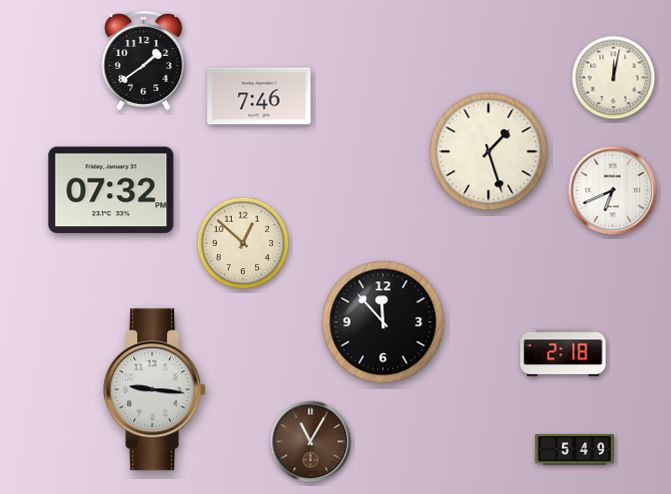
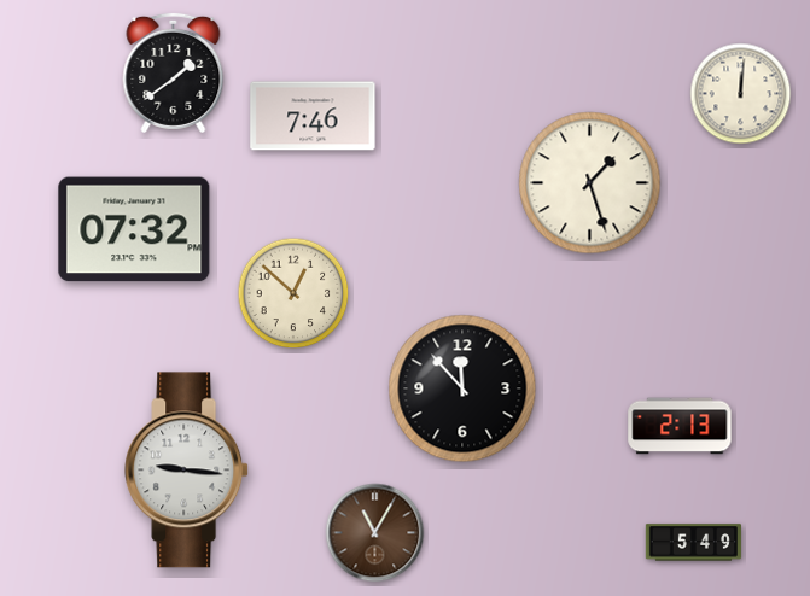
clock at (614, 78): 12:02 -> 12:01
clock at (613, 191): 6:41 -> none
clock at (563, 353): 2:18 -> 2:13
